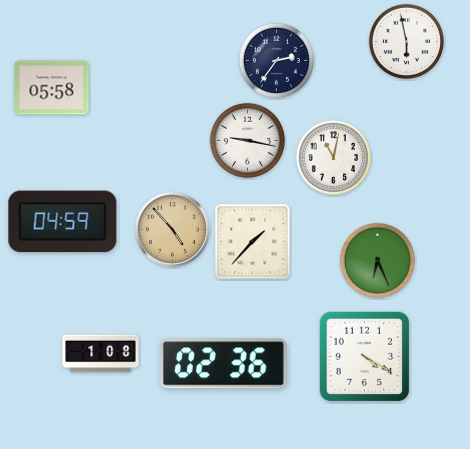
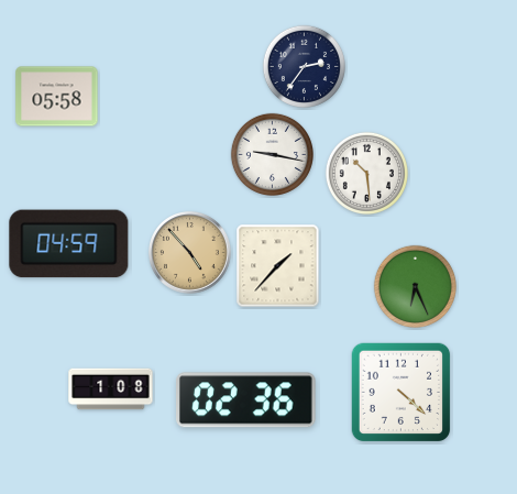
clock at (406, 41): 5:58 -> none
clock at (333, 157): 11:02 -> 10:29
clock at (365, 357): 4:20 -> 4:22
